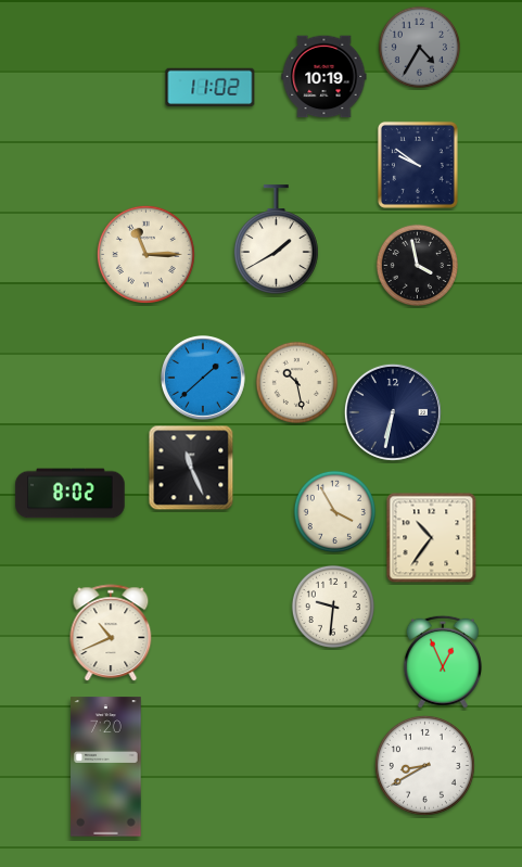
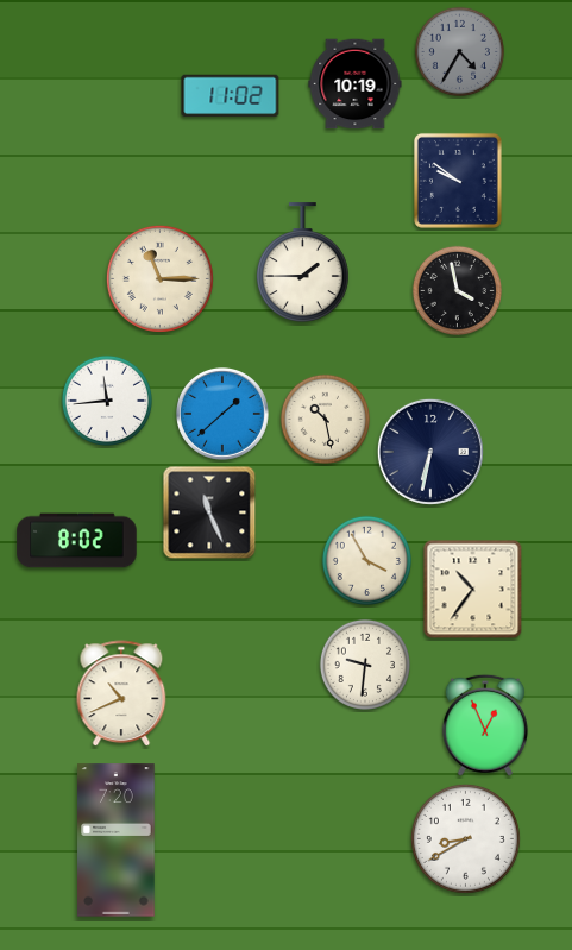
clock at (276, 240): 1:40 -> 1:45
clock at (106, 399): none -> 11:44
